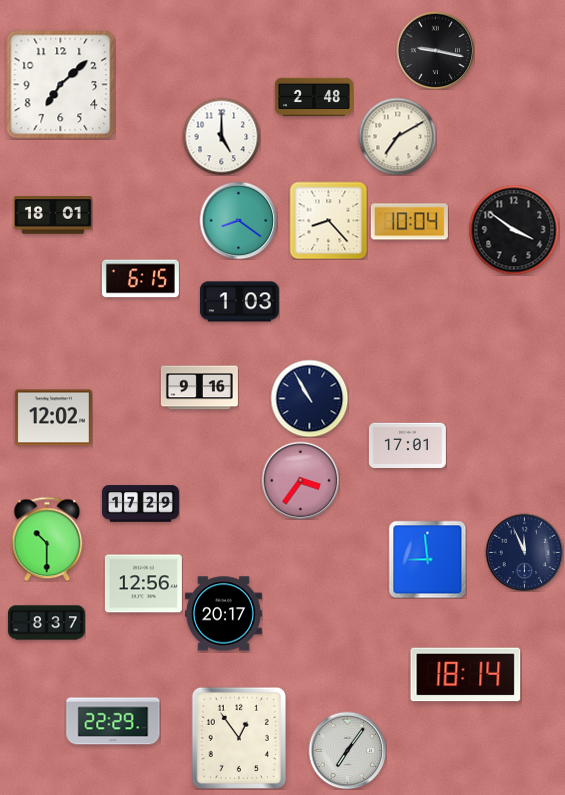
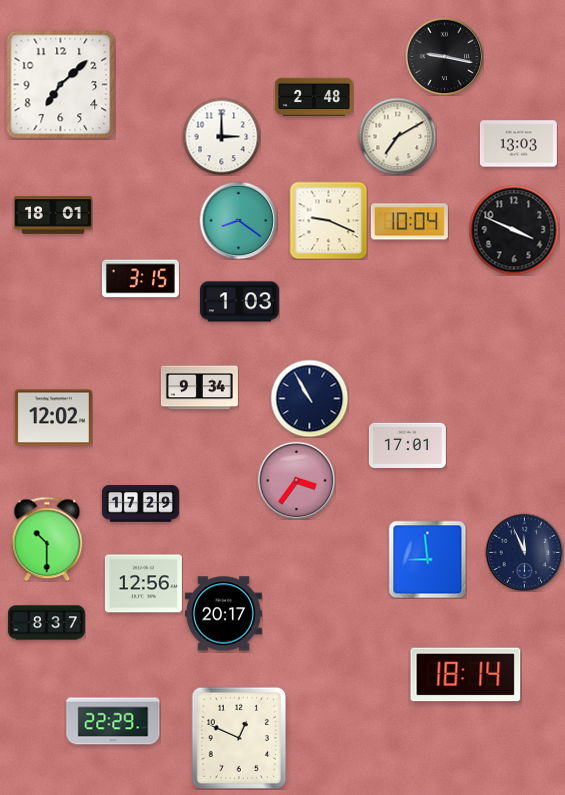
clock at (435, 50) position: (435, 50) -> (444, 56)
clock at (221, 136): 5:00 -> 3:00
clock at (518, 144): none -> 13:03
clock at (328, 220): 8:23 -> 9:19
clock at (514, 230): 3:51 -> 3:49
clock at (140, 279): 6:15 -> 3:15
clock at (199, 388): 9:16 -> 9:34
clock at (300, 480) position: (300, 480) -> (296, 480)
clock at (238, 737): 12:54 -> 12:49
clock at (347, 750): 7:06 -> none
